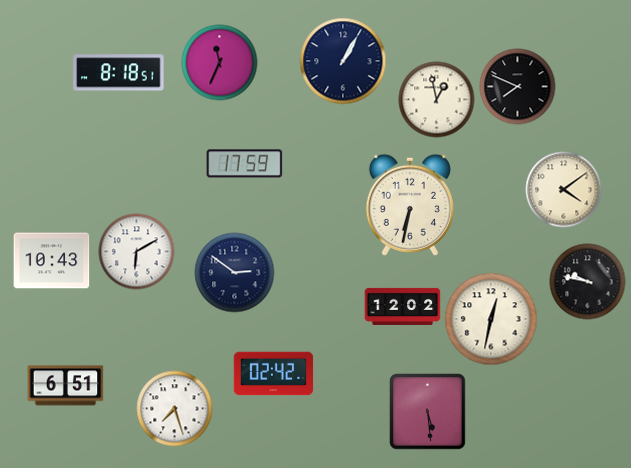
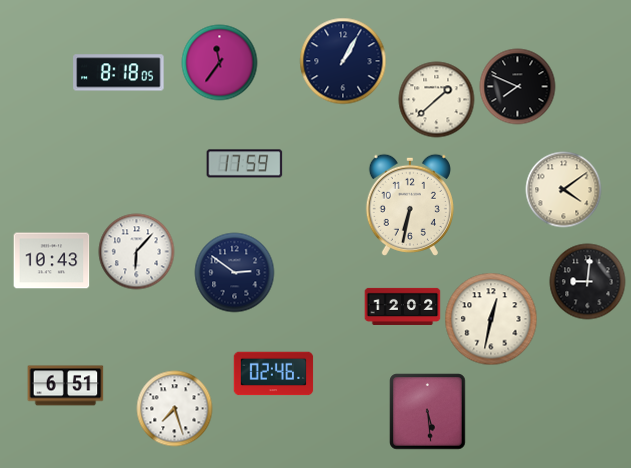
clock at (220, 63): 11:34 -> 11:36
clock at (119, 73): 8:18:51 -> 8:18:05
clock at (437, 100): 12:58 -> 1:38
clock at (137, 252): 6:10 -> 6:07
clock at (588, 282): 9:47 -> 9:01
clock at (274, 374): 02:42 -> 02:46
